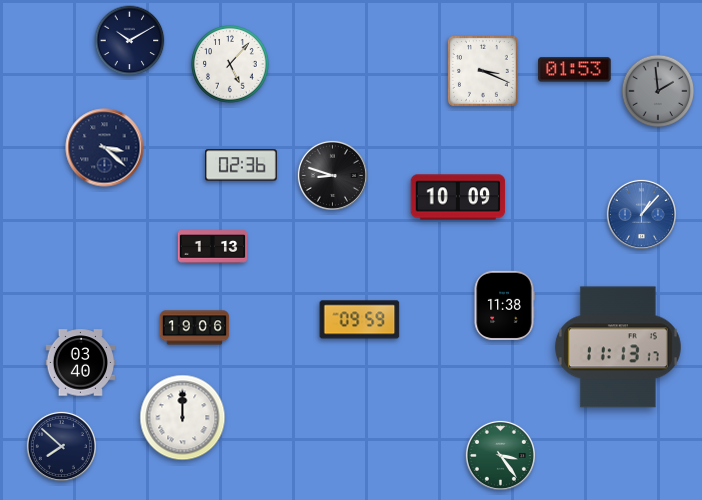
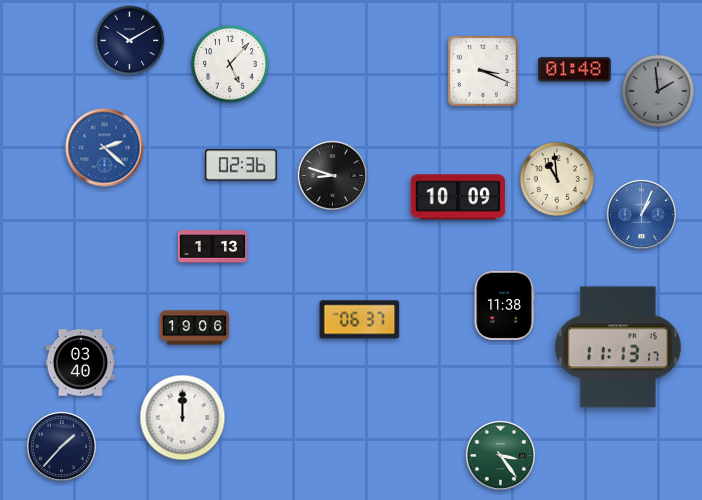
clock at (575, 70): 01:53 -> 01:48
clock at (105, 148): 3:22 -> 2:22
clock at (105, 148) dial: navy -> blue
clock at (557, 179): none -> 10:59
clock at (641, 214): 1:07 -> 1:04
clock at (360, 320): 09:59 -> 06:37
clock at (61, 446): 7:52 -> 1:37
